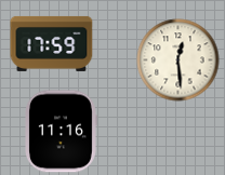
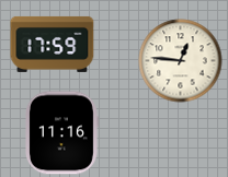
clock at (178, 60): 12:29 -> 12:46
